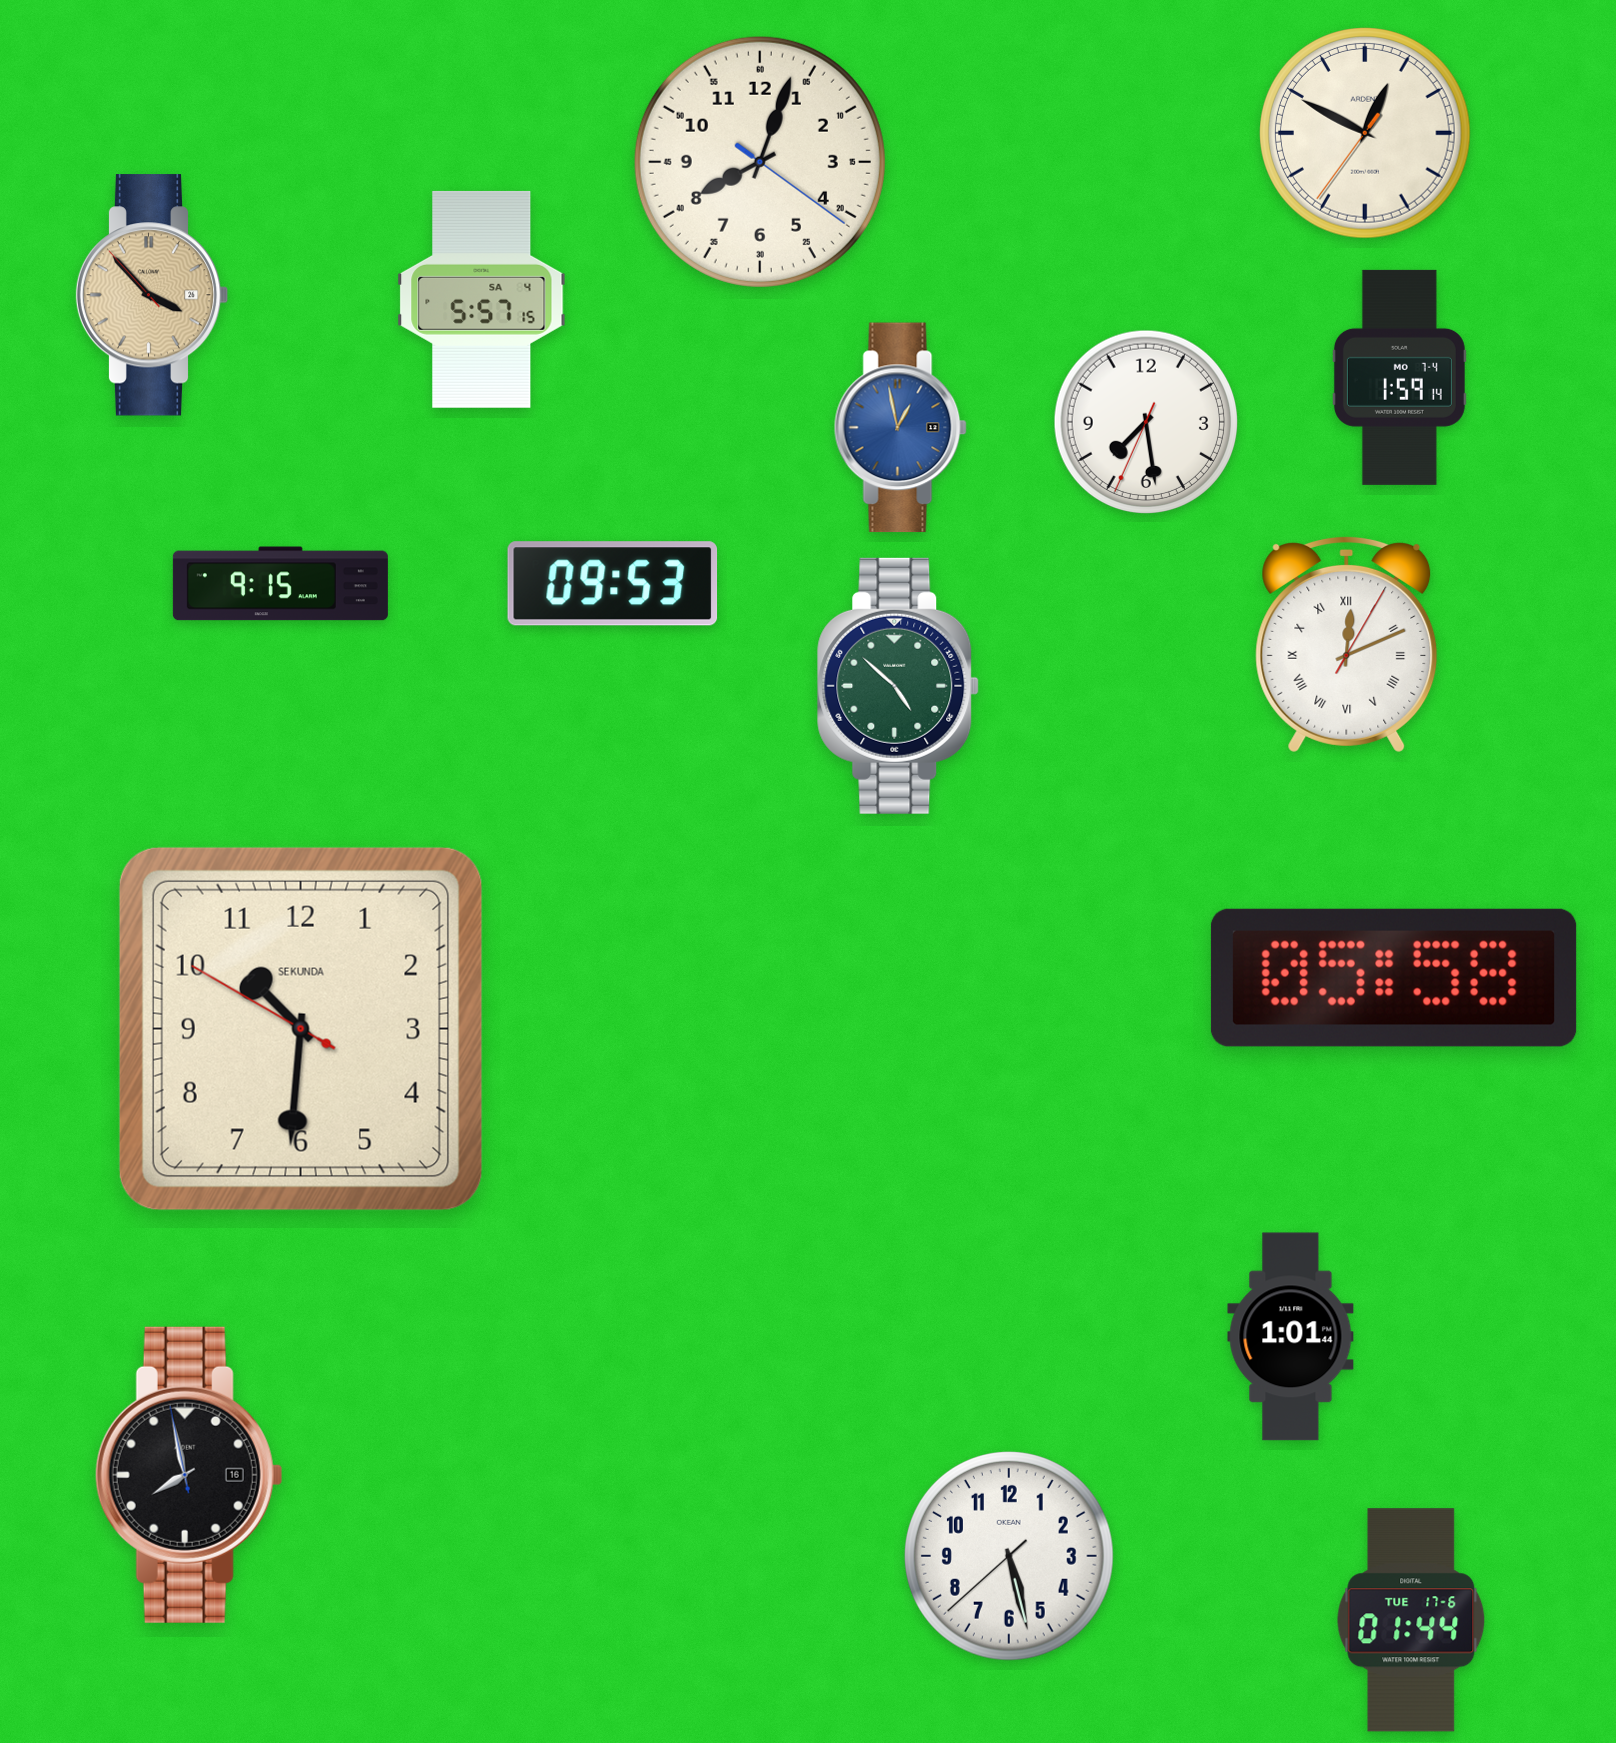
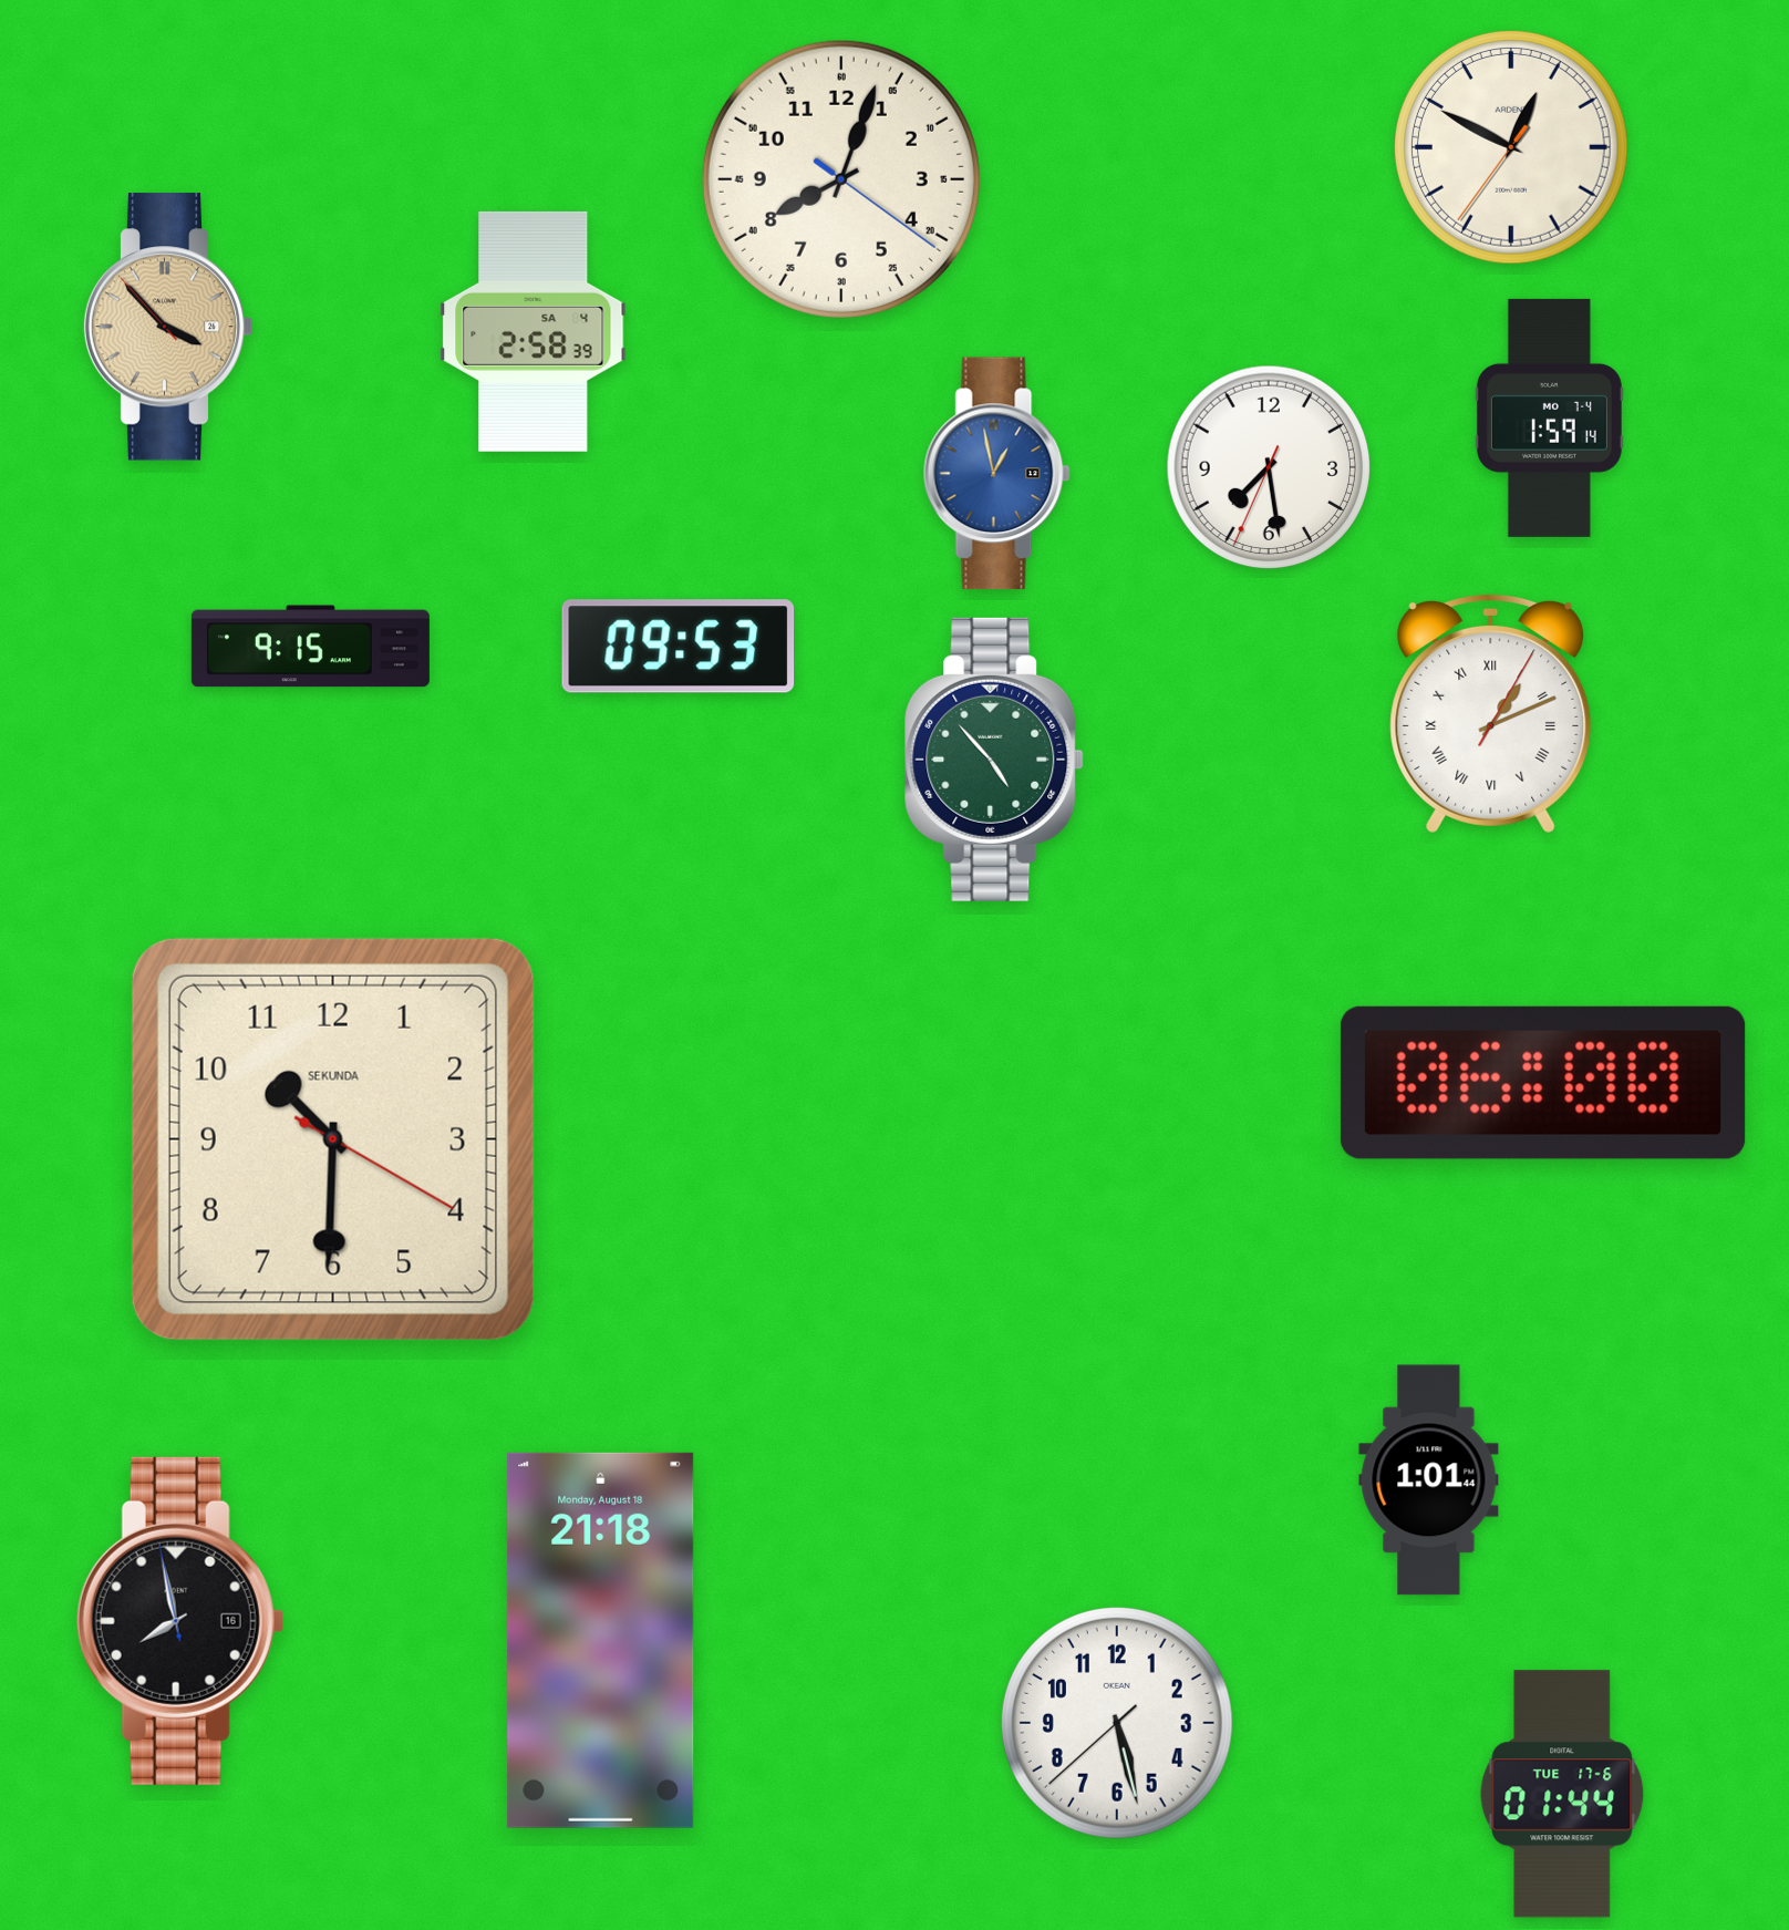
clock at (482, 299): 5:57 -> 2:58
clock at (1347, 644): 12:11 -> 1:11
clock at (898, 686): 4:52 -> 4:53
clock at (1394, 978): 05:58 -> 06:00
clock at (301, 1029): 10:30:50 -> 10:30:20
clock at (189, 1475) position: (189, 1475) -> (180, 1621)
clock at (601, 1640): none -> 21:18
